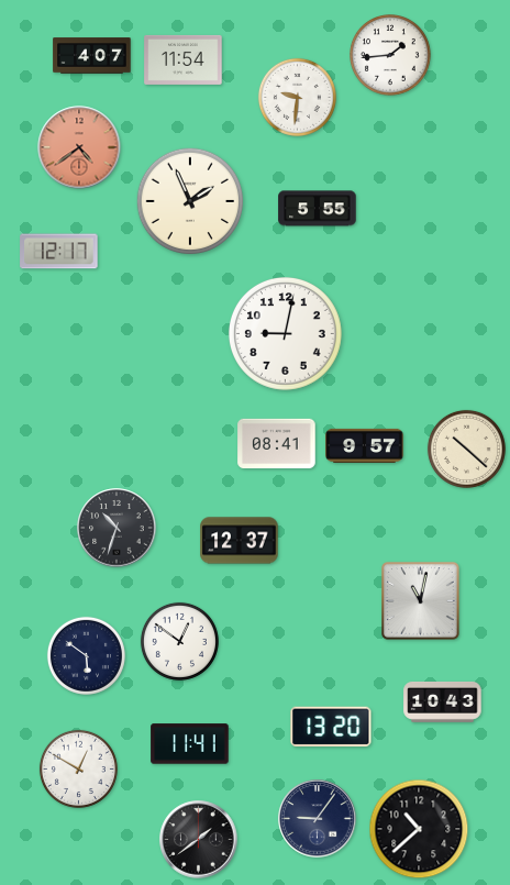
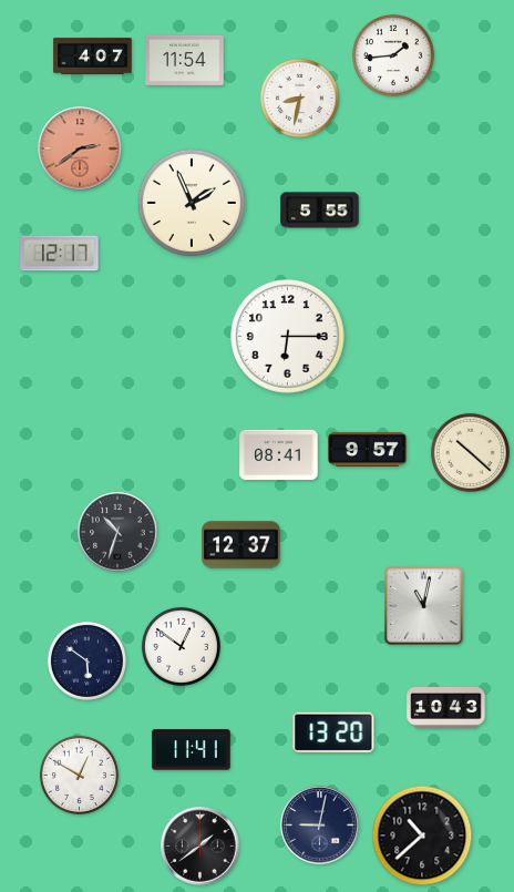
clock at (297, 97): 9:31 -> 8:32
clock at (79, 147): 4:39 -> 2:39
clock at (286, 334): 9:02 -> 6:15
clock at (277, 444) position: (277, 444) -> (279, 455)
clock at (318, 819): 9:06 -> 9:02
